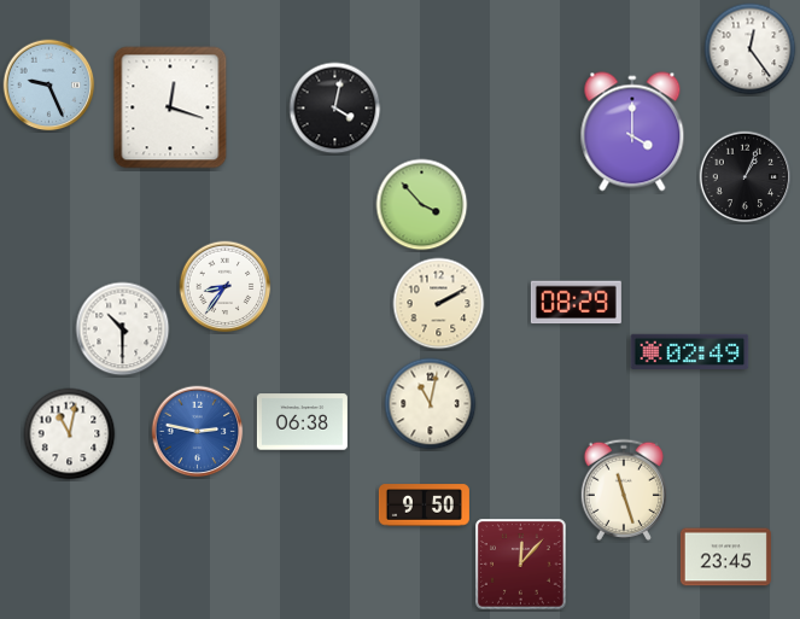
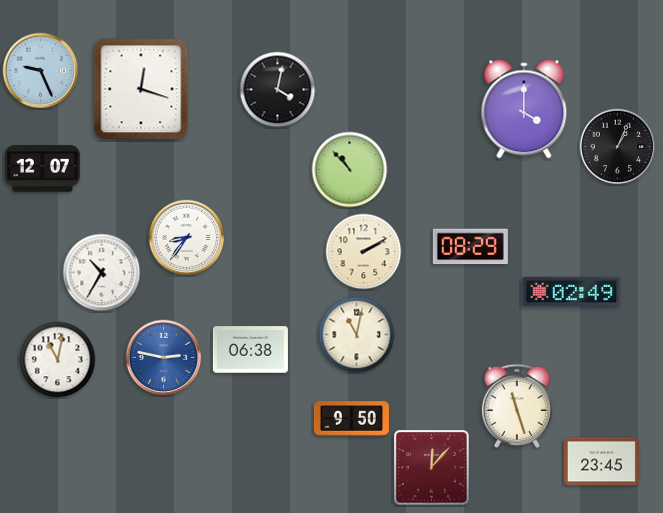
clock at (751, 49): 12:24 -> none
clock at (42, 169): none -> 12:07
clock at (422, 205): 3:53 -> 10:53
clock at (576, 303) position: (576, 303) -> (470, 247)
clock at (123, 329): 10:30 -> 10:35
